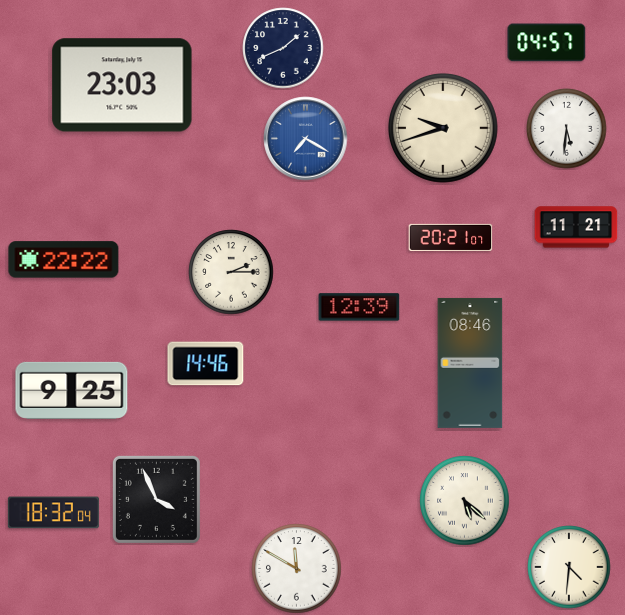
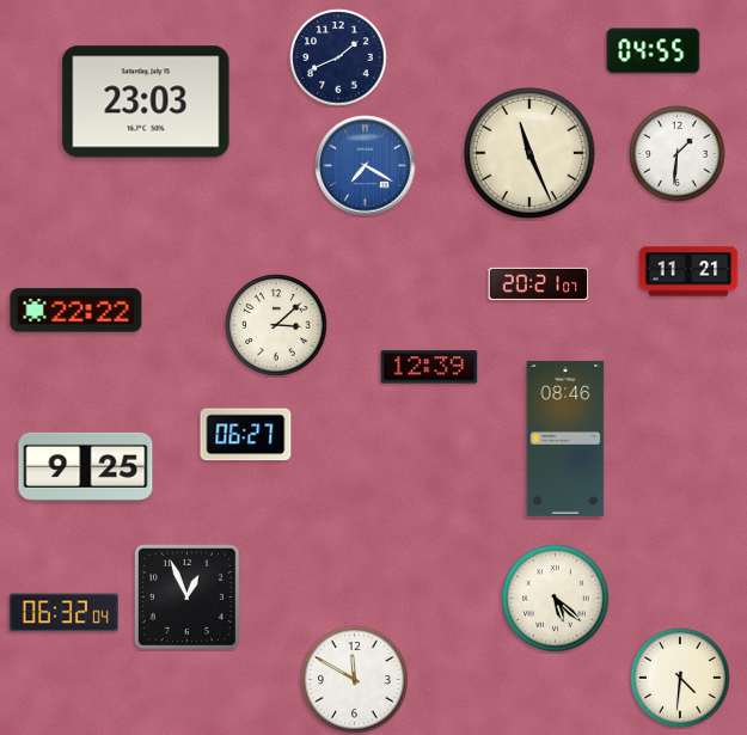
clock at (547, 43): 04:57 -> 04:55
clock at (443, 128): 9:42 -> 11:26
clock at (567, 129): 5:31 -> 1:31
clock at (231, 272): 2:15 -> 3:08
clock at (470, 363) position: (470, 363) -> (565, 439)
clock at (206, 364): 14:46 -> 06:27
clock at (156, 499): 3:56 -> 12:56
clock at (53, 513): 18:32 -> 06:32
